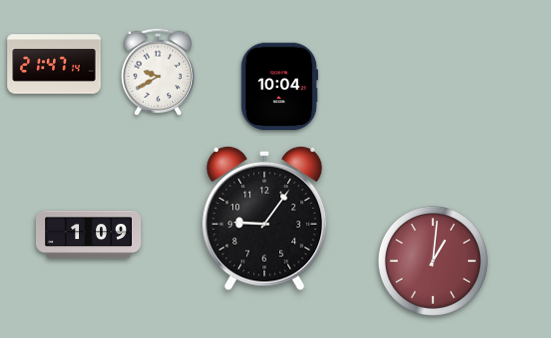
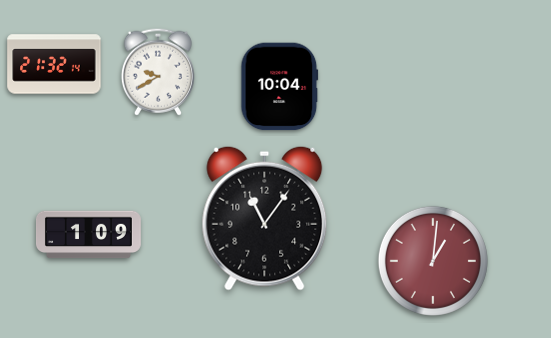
clock at (54, 64): 21:47 -> 21:32
clock at (265, 218): 9:06 -> 11:06
